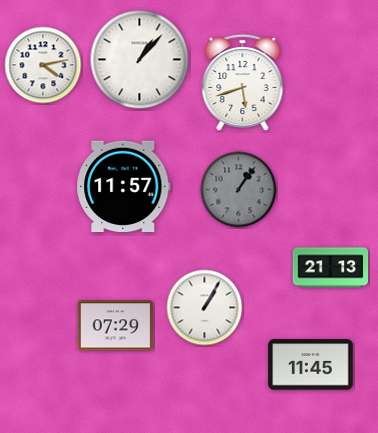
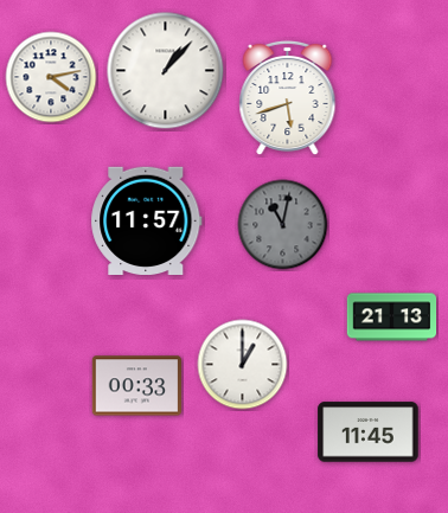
clock at (239, 190): 1:06 -> 11:02
clock at (205, 308): 1:05 -> 1:00
clock at (116, 326): 07:29 -> 00:33
